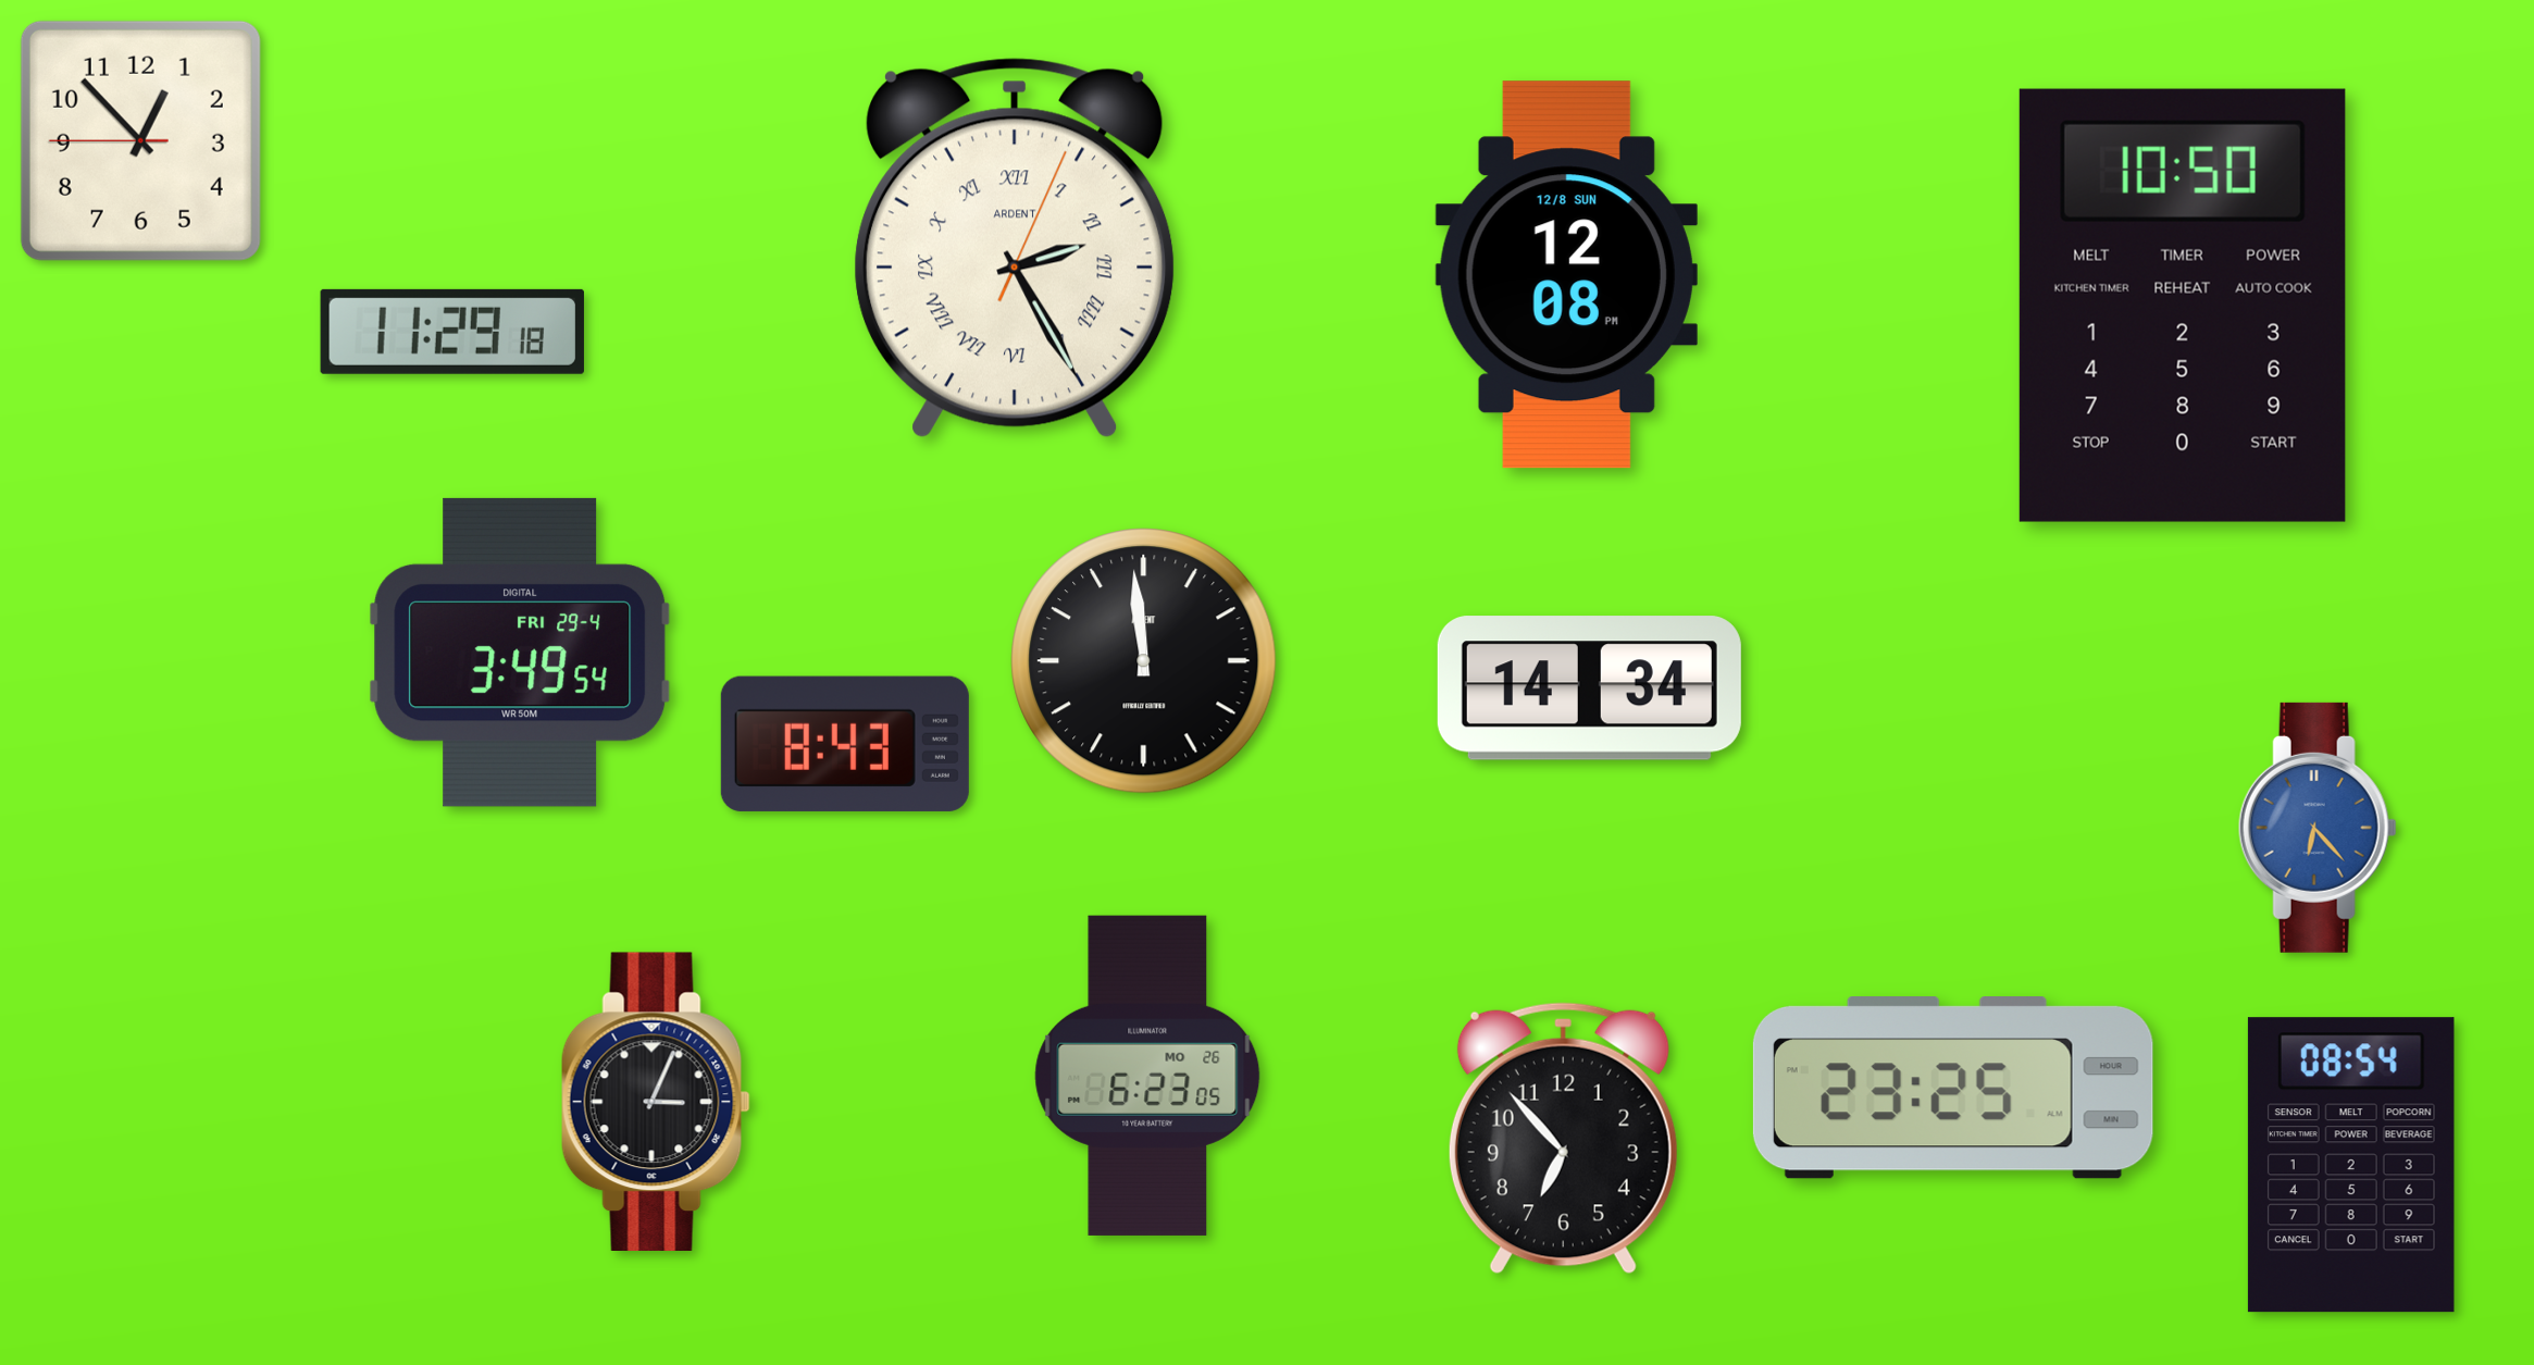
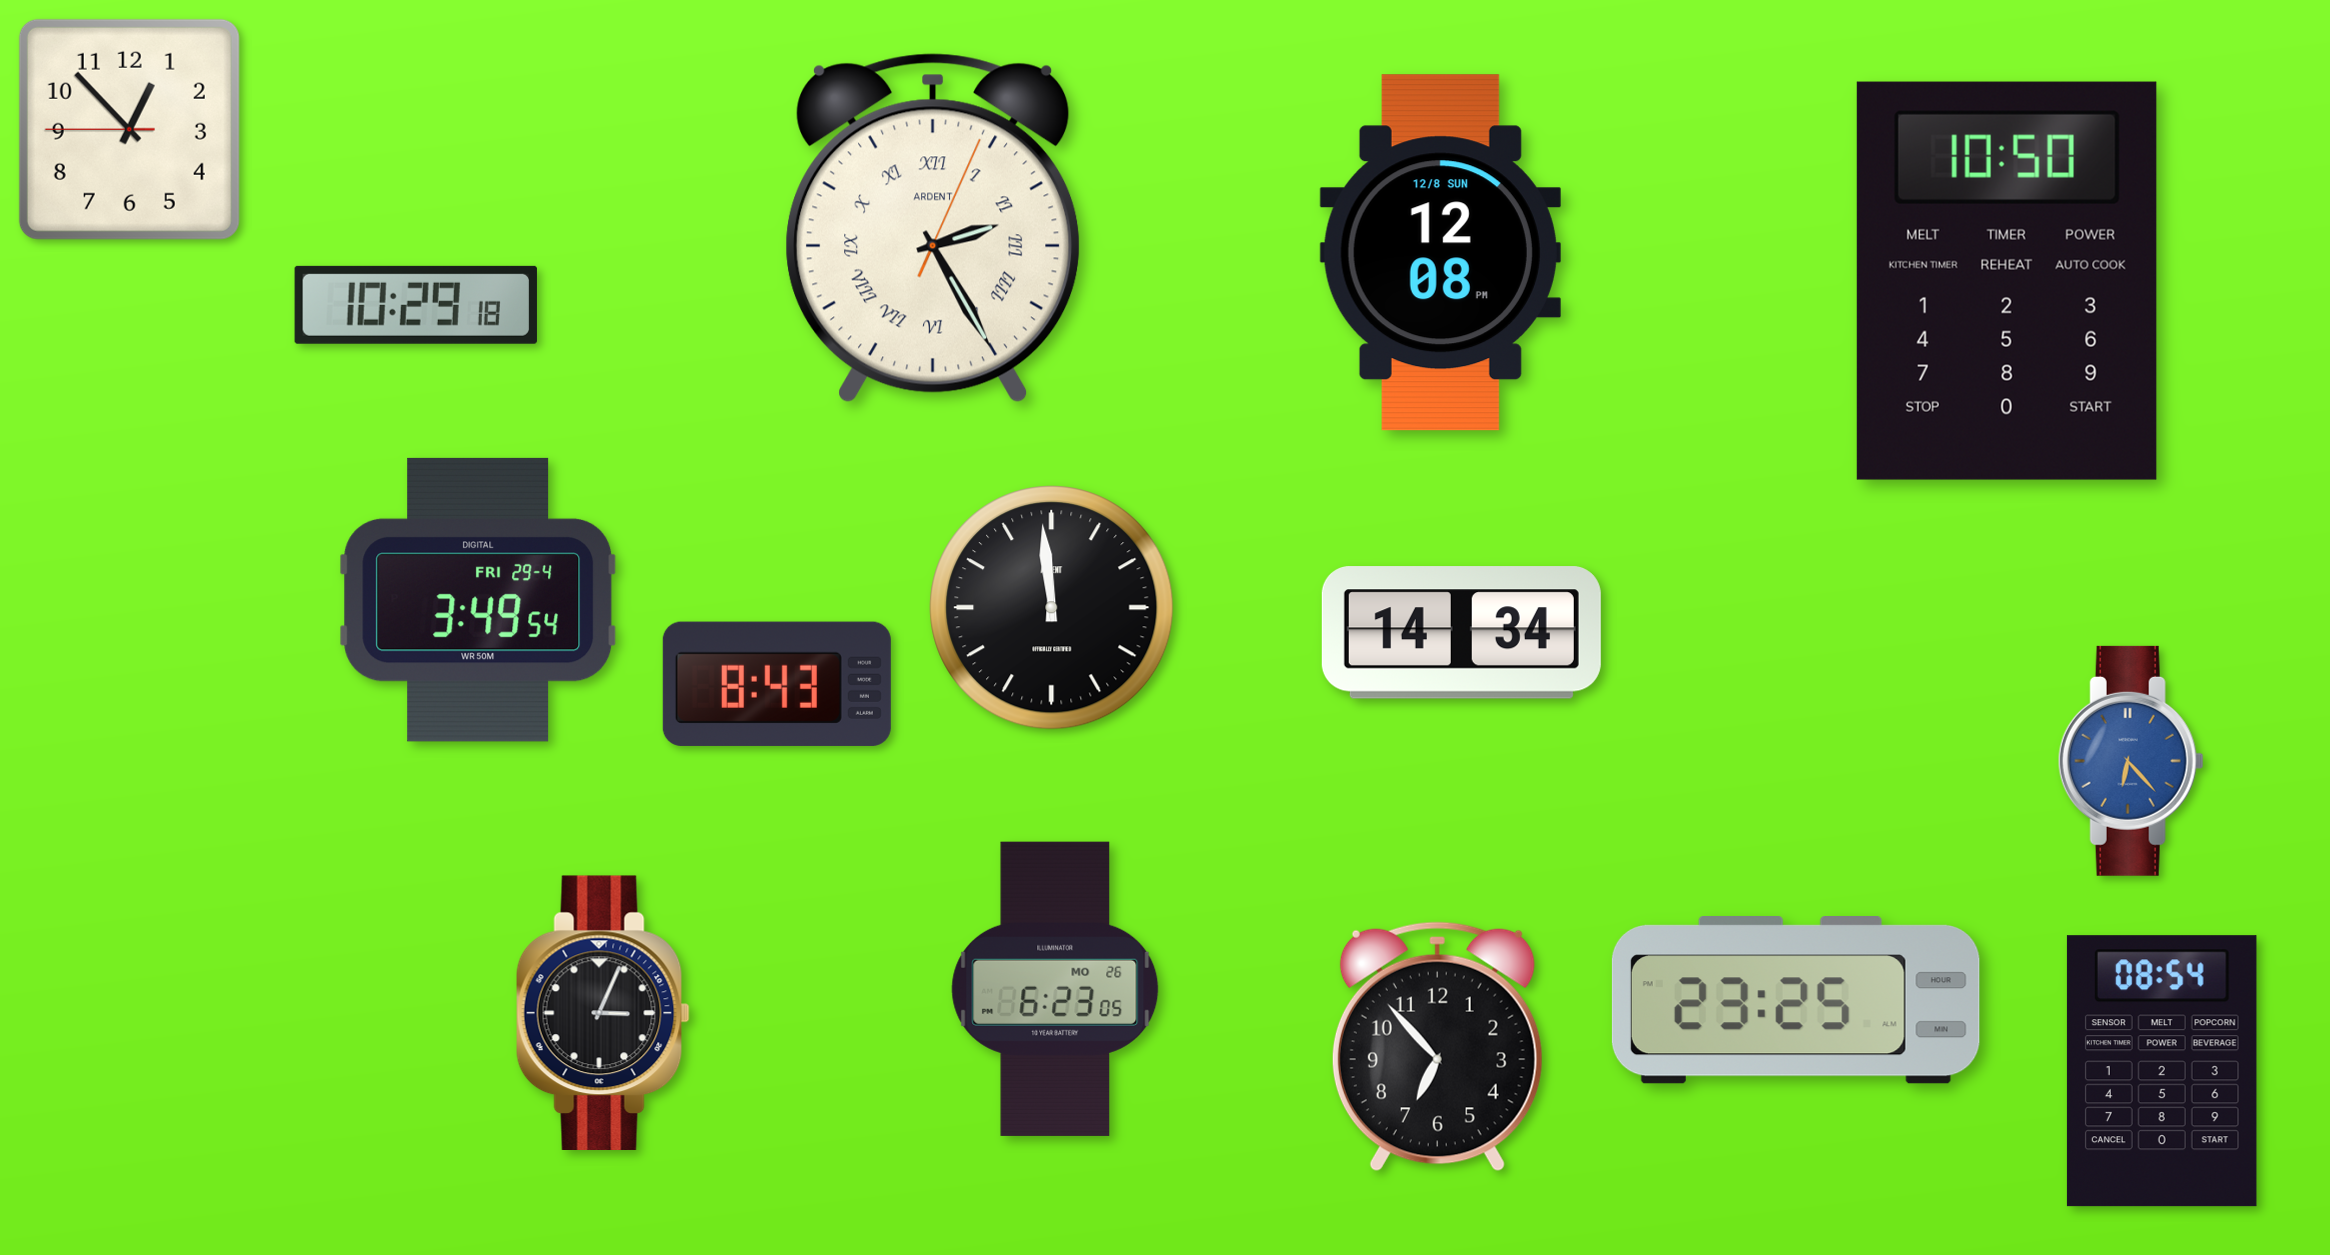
clock at (452, 332): 11:29 -> 10:29
